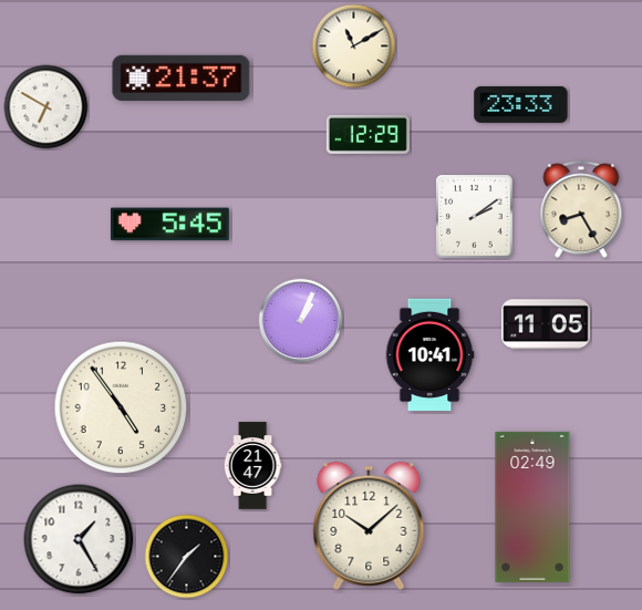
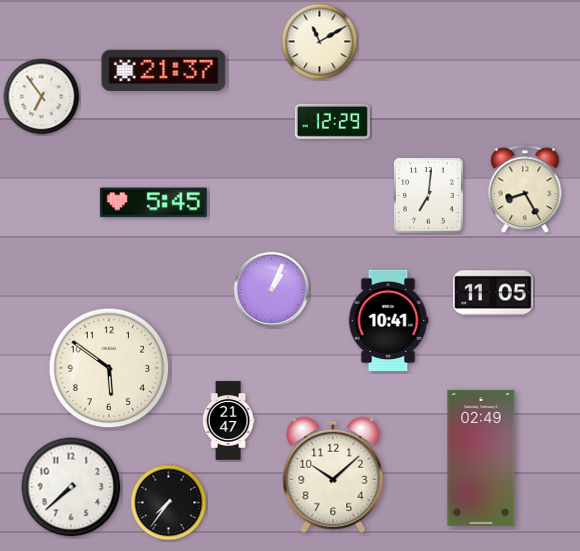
clock at (521, 104): 23:33 -> none
clock at (46, 107): 6:50 -> 6:54
clock at (475, 217): 2:09 -> 7:01
clock at (121, 407): 4:54 -> 5:51
clock at (79, 539): 1:25 -> 7:38
clock at (187, 557): 1:36 -> 7:36
